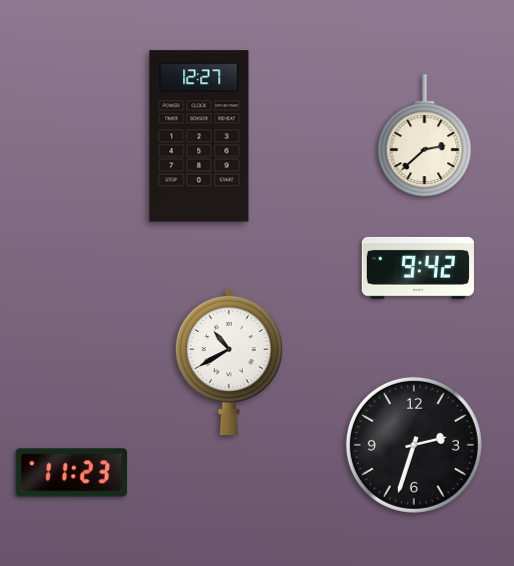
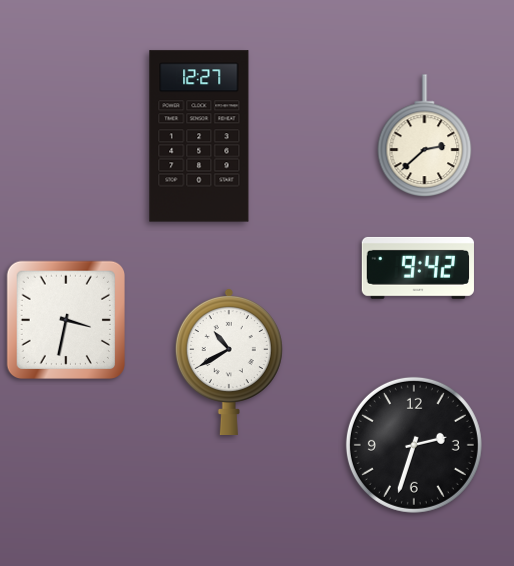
clock at (65, 319): none -> 3:32
clock at (72, 473): 11:23 -> none
